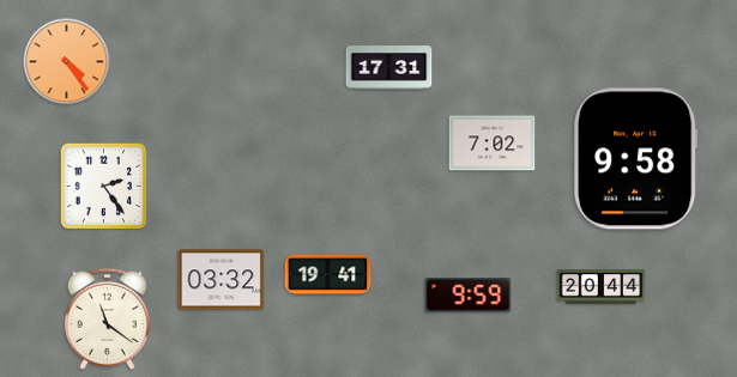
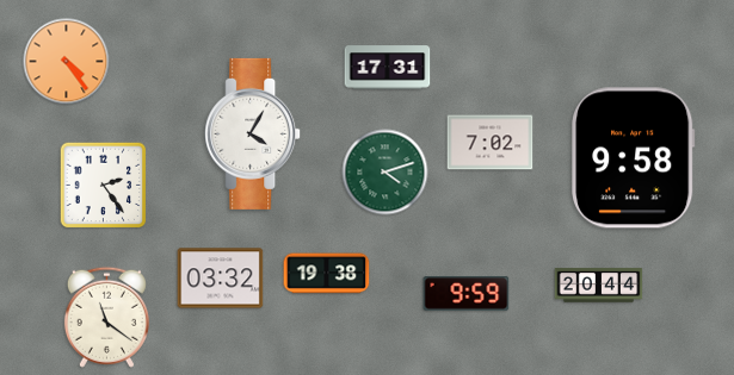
clock at (253, 133): none -> 4:05
clock at (385, 173): none -> 4:12
clock at (328, 275): 19:41 -> 19:38
